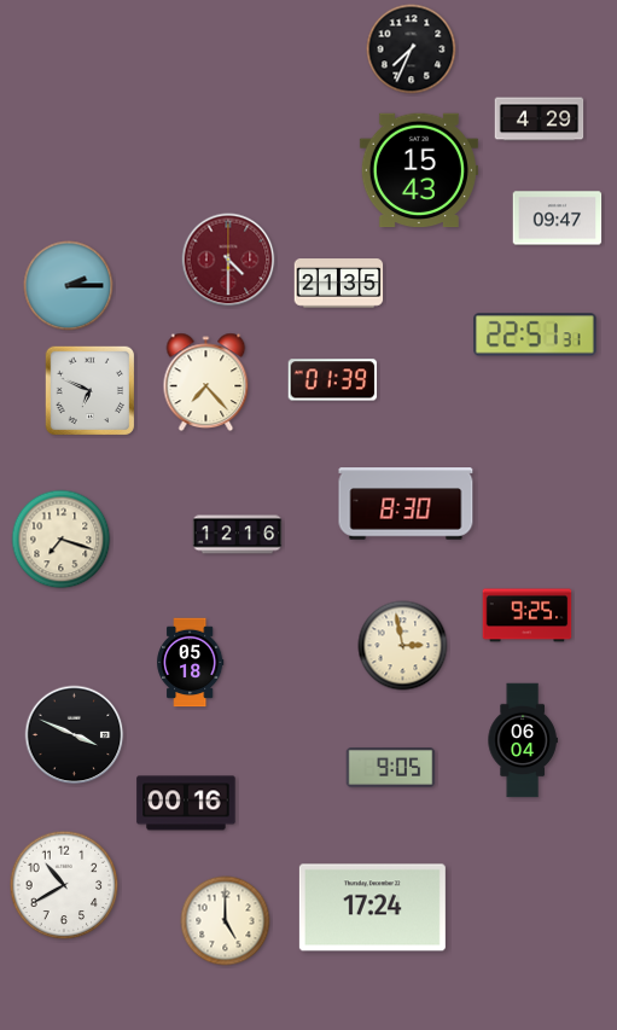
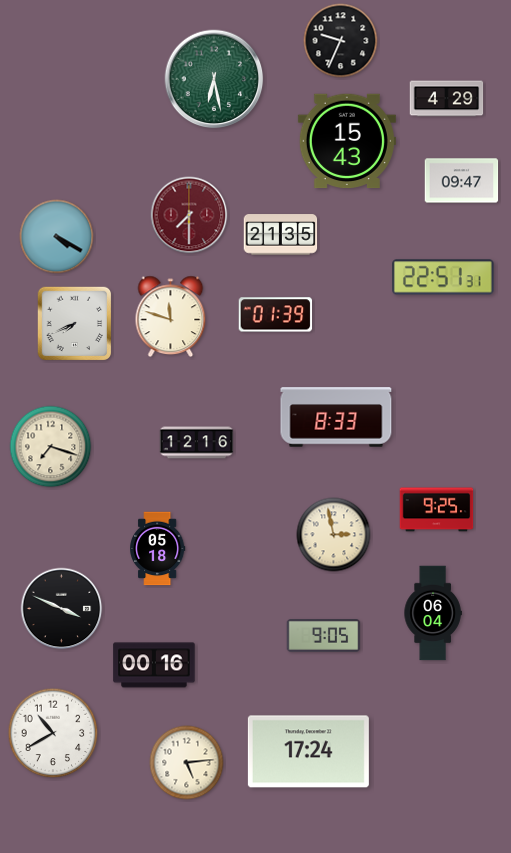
clock at (412, 50): 7:34 -> 9:34
clock at (214, 79): none -> 6:28
clock at (228, 260): 4:30 -> 7:30
clock at (69, 286): 2:15 -> 4:20
clock at (206, 383): 7:23 -> 11:48
clock at (91, 391): 6:49 -> 7:41
clock at (406, 504): 8:30 -> 8:33
clock at (226, 921): 5:00 -> 5:14
